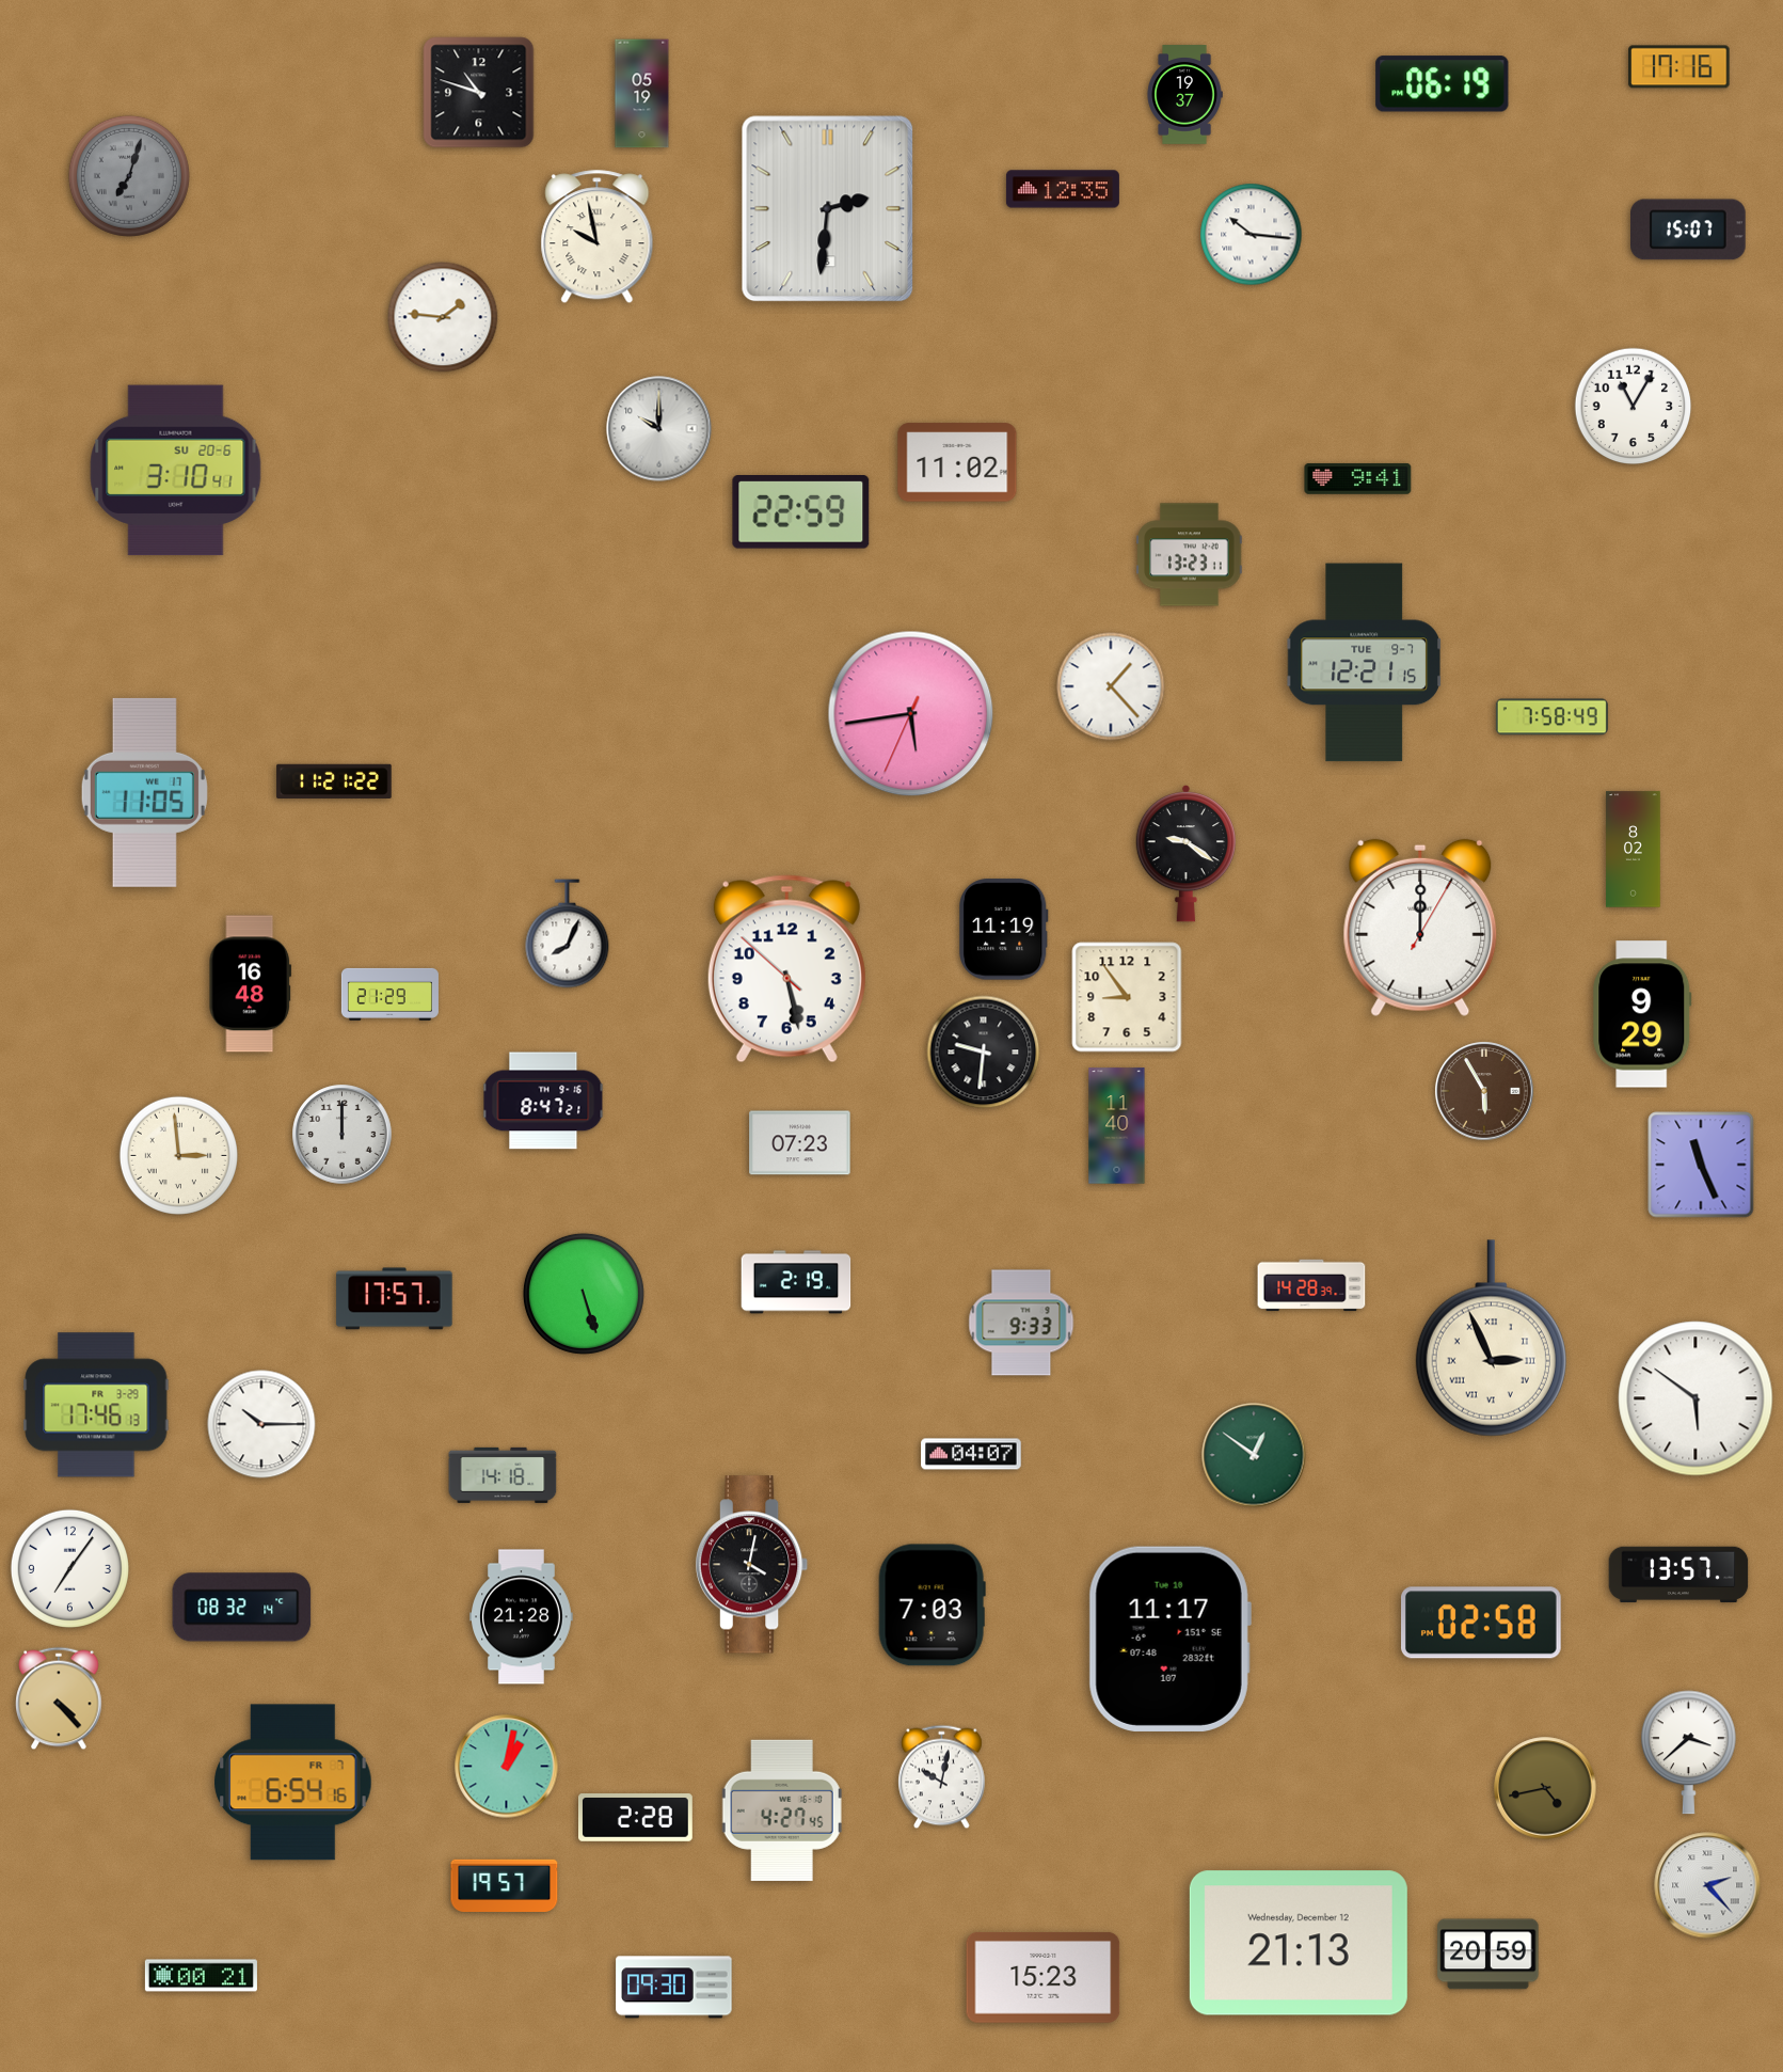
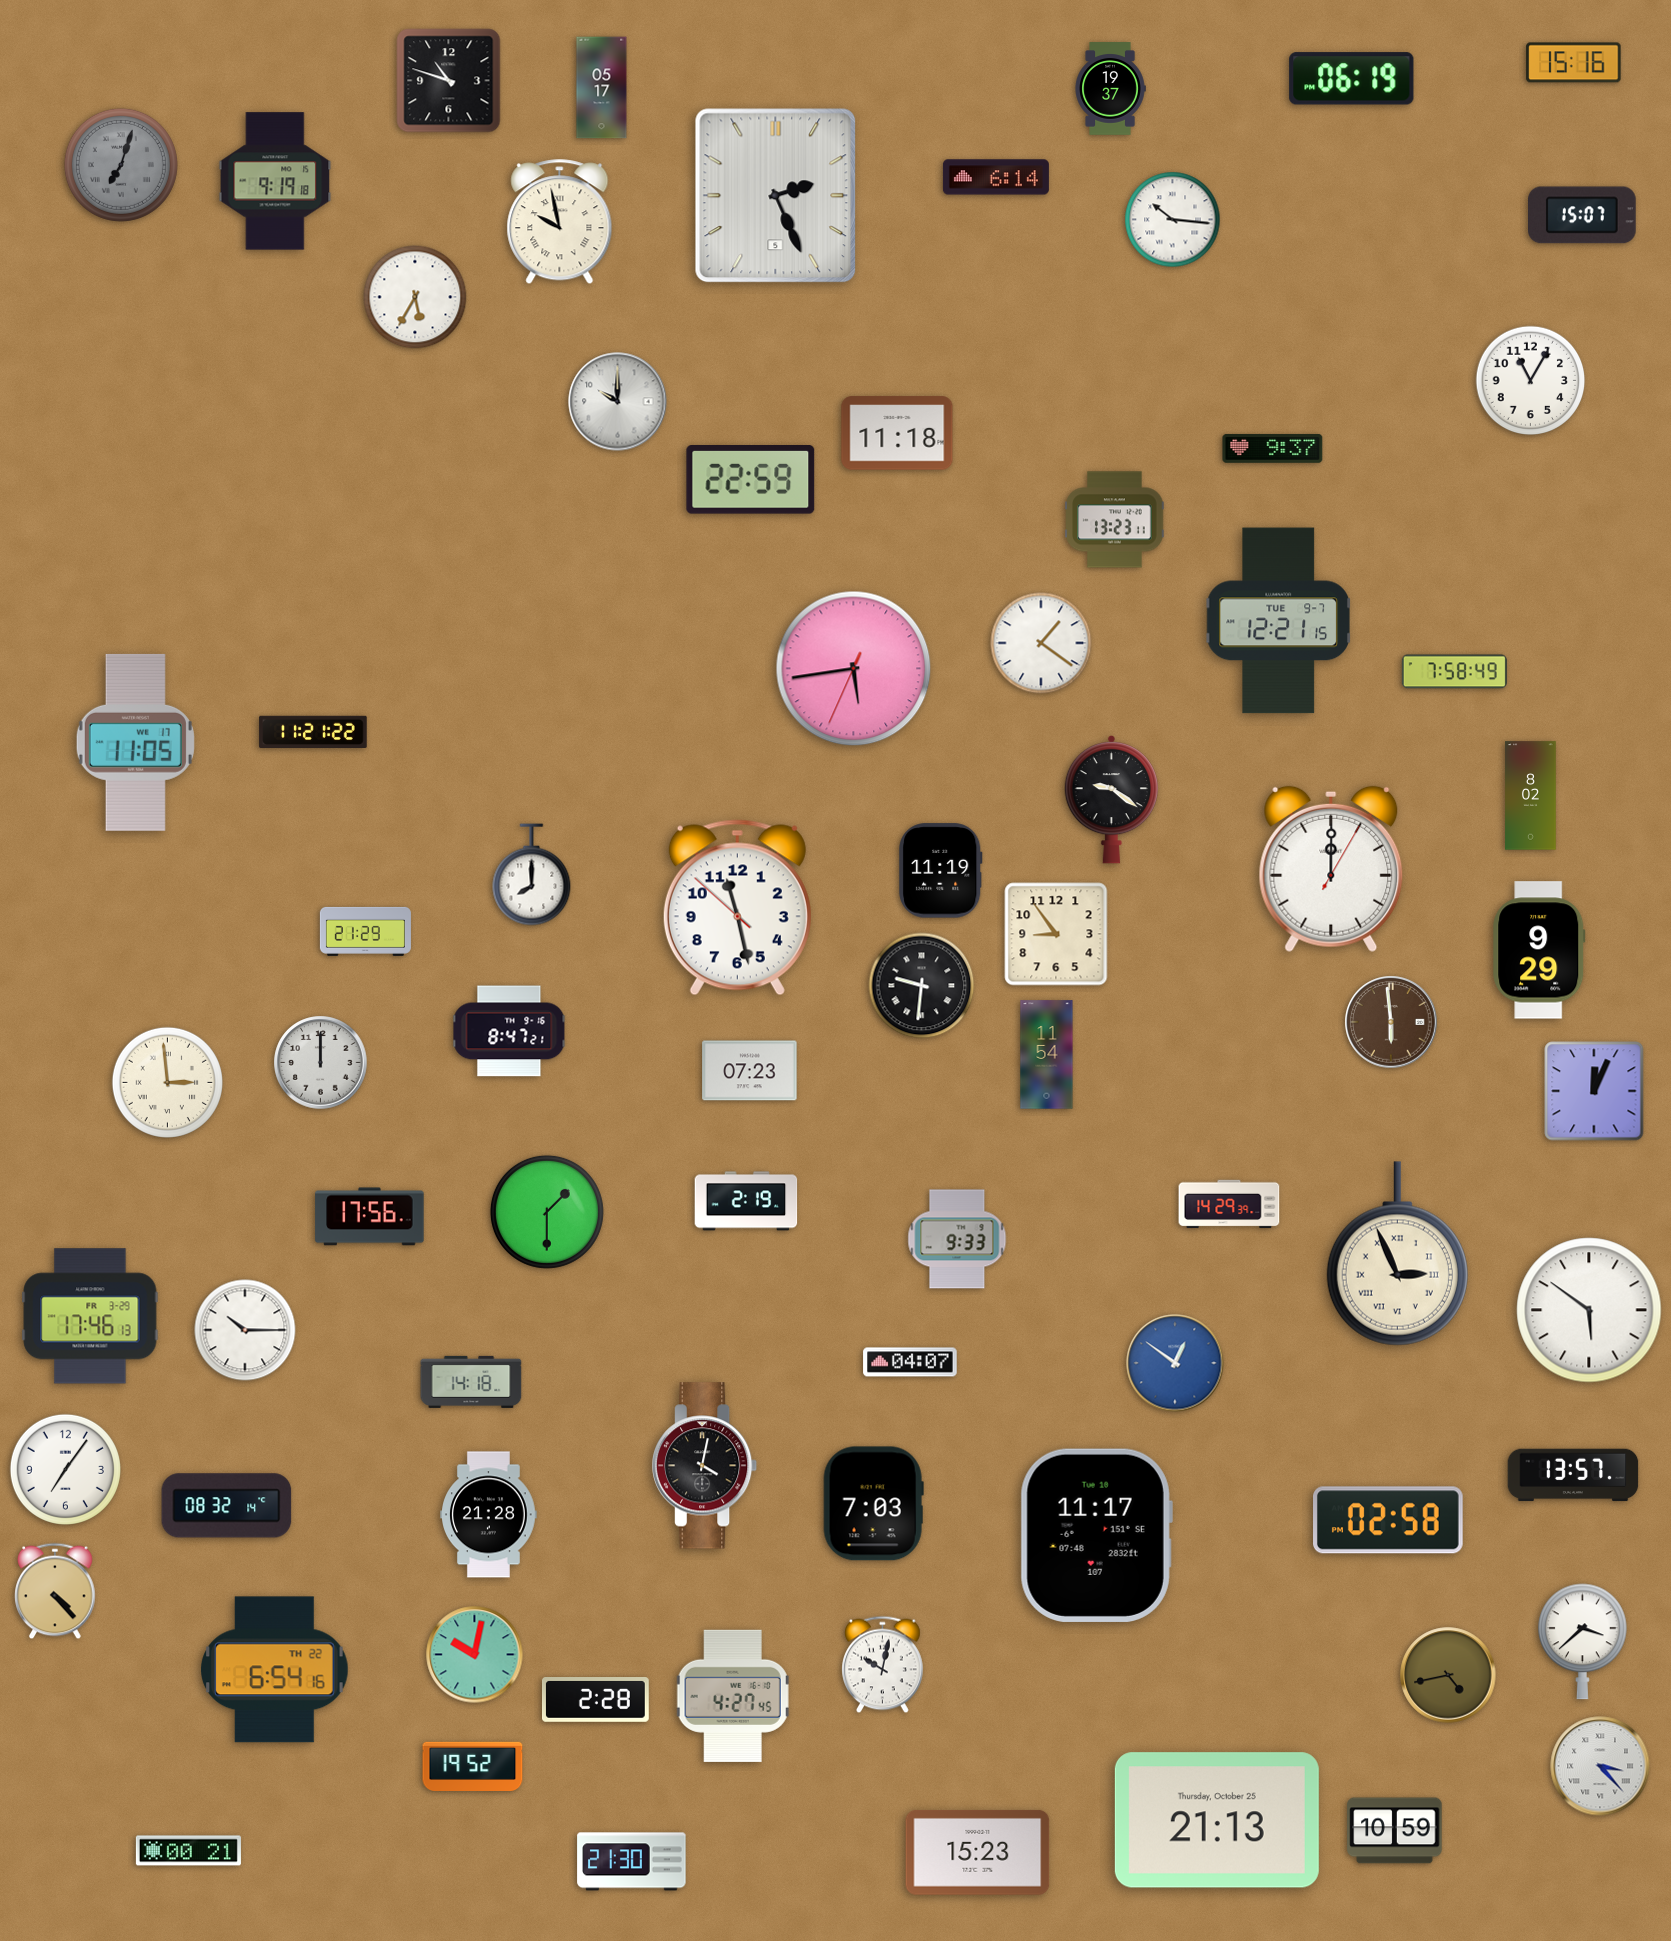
clock at (1679, 67): 17:16 -> 15:16
clock at (479, 93) position: (479, 93) -> (449, 81)
clock at (642, 94): 05:19 -> 05:17
clock at (1063, 189): 12:35 -> 6:14
clock at (275, 181): none -> 9:19
clock at (828, 209): 2:31 -> 2:26
clock at (443, 317): 1:46 -> 5:35
clock at (957, 462): 11:02 -> 11:18
clock at (176, 471): 3:10 -> none
clock at (1358, 478): 9:41 -> 9:37
clock at (1111, 686): 1:23 -> 1:21
clock at (568, 934): 8:04 -> 8:00
clock at (786, 969): 5:27 -> 11:27
clock at (251, 984): 16:48 -> none
clock at (1484, 1091): 5:55 -> 5:59
clock at (1117, 1126): 11:40 -> 11:54
clock at (1701, 1165): 11:26 -> 12:04
clock at (1311, 1285): 14:28 -> 14:29
clock at (584, 1294): 5:27 -> 1:30
clock at (395, 1299): 17:57 -> 17:56
clock at (261, 1424) position: (261, 1424) -> (245, 1330)
clock at (1254, 1455) dial: green -> blue
clock at (507, 1767): 1:02 -> 10:02
clock at (293, 1783) date: FR 7 -> TH 22
clock at (636, 1818) position: (636, 1818) -> (596, 1700)
clock at (505, 1885): 19:57 -> 19:52
clock at (1707, 1885): 2:23 -> 3:23
clock at (1299, 1943) date: Wednesday, December 12 -> Thursday, October 25
clock at (1489, 1955): 20:59 -> 10:59
clock at (674, 1988): 09:30 -> 21:30
